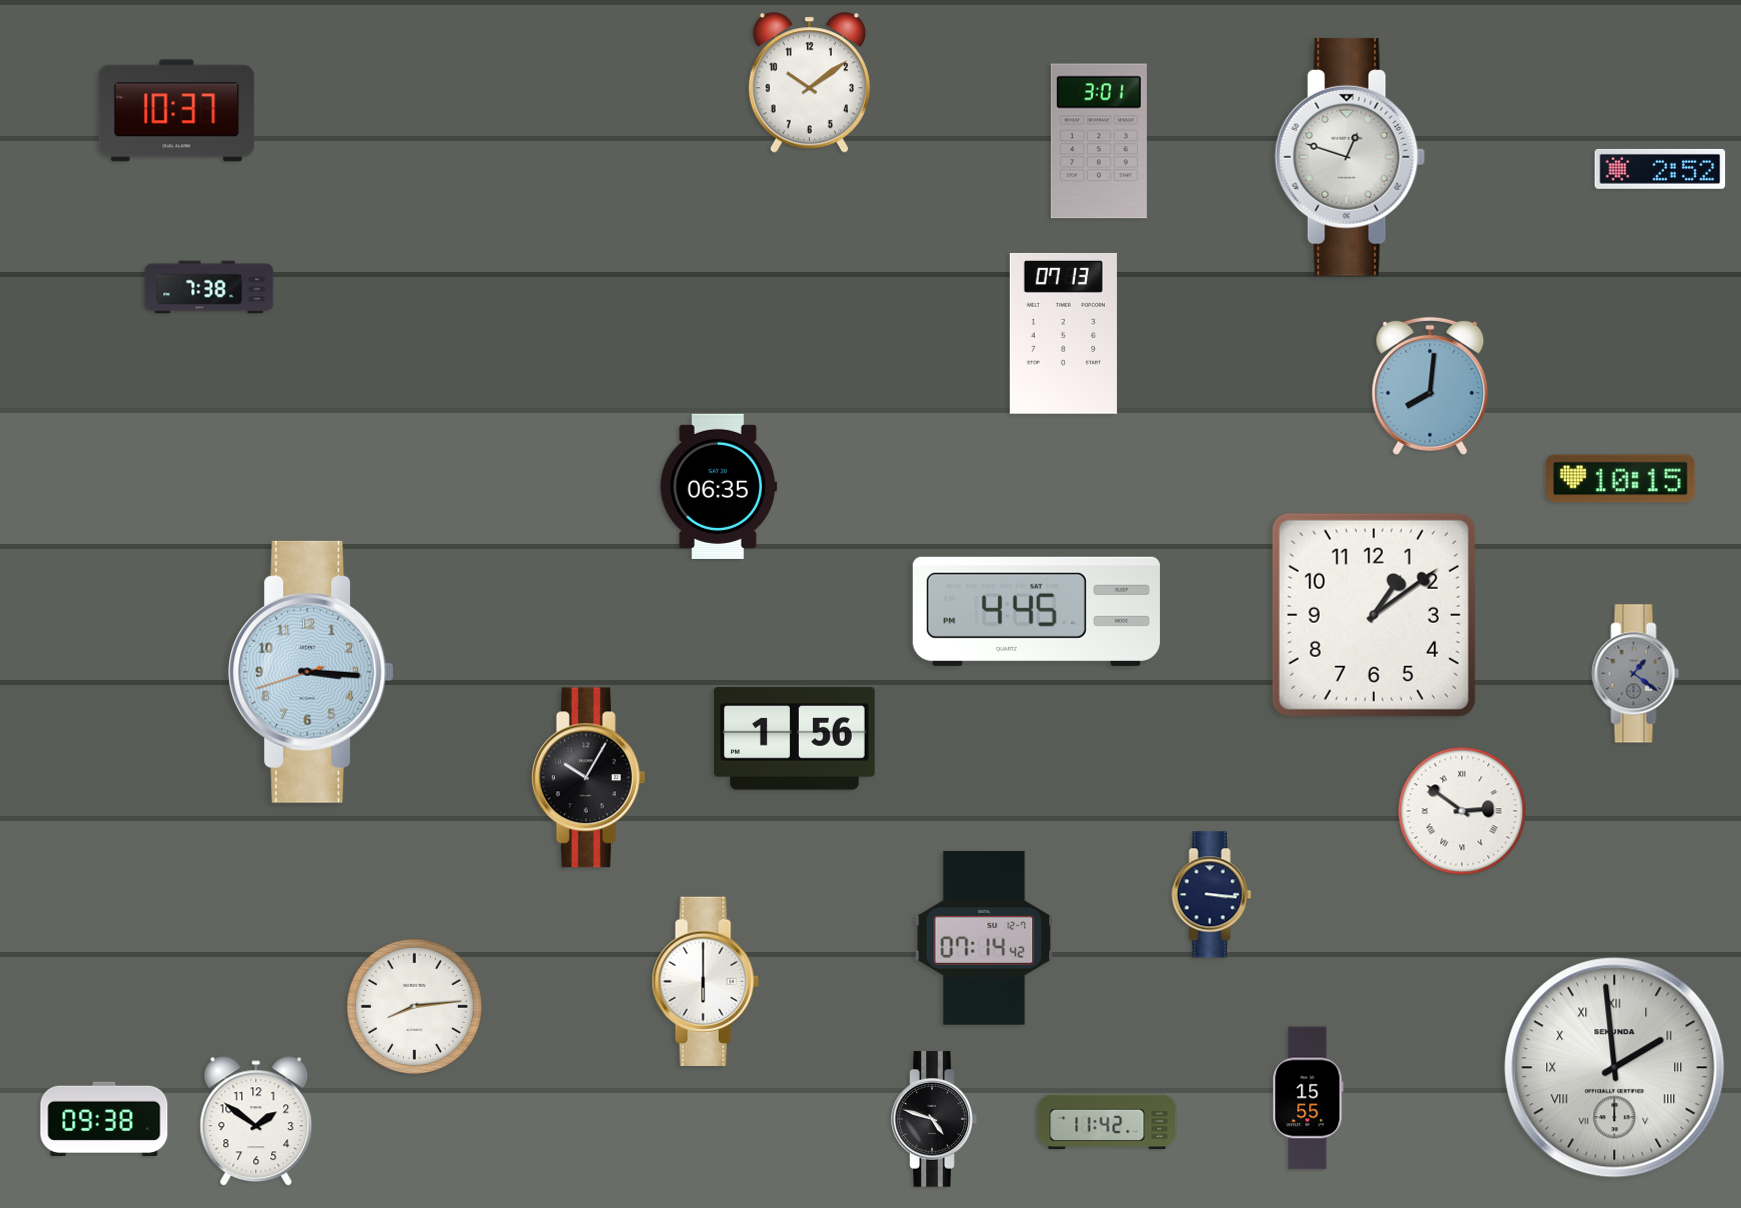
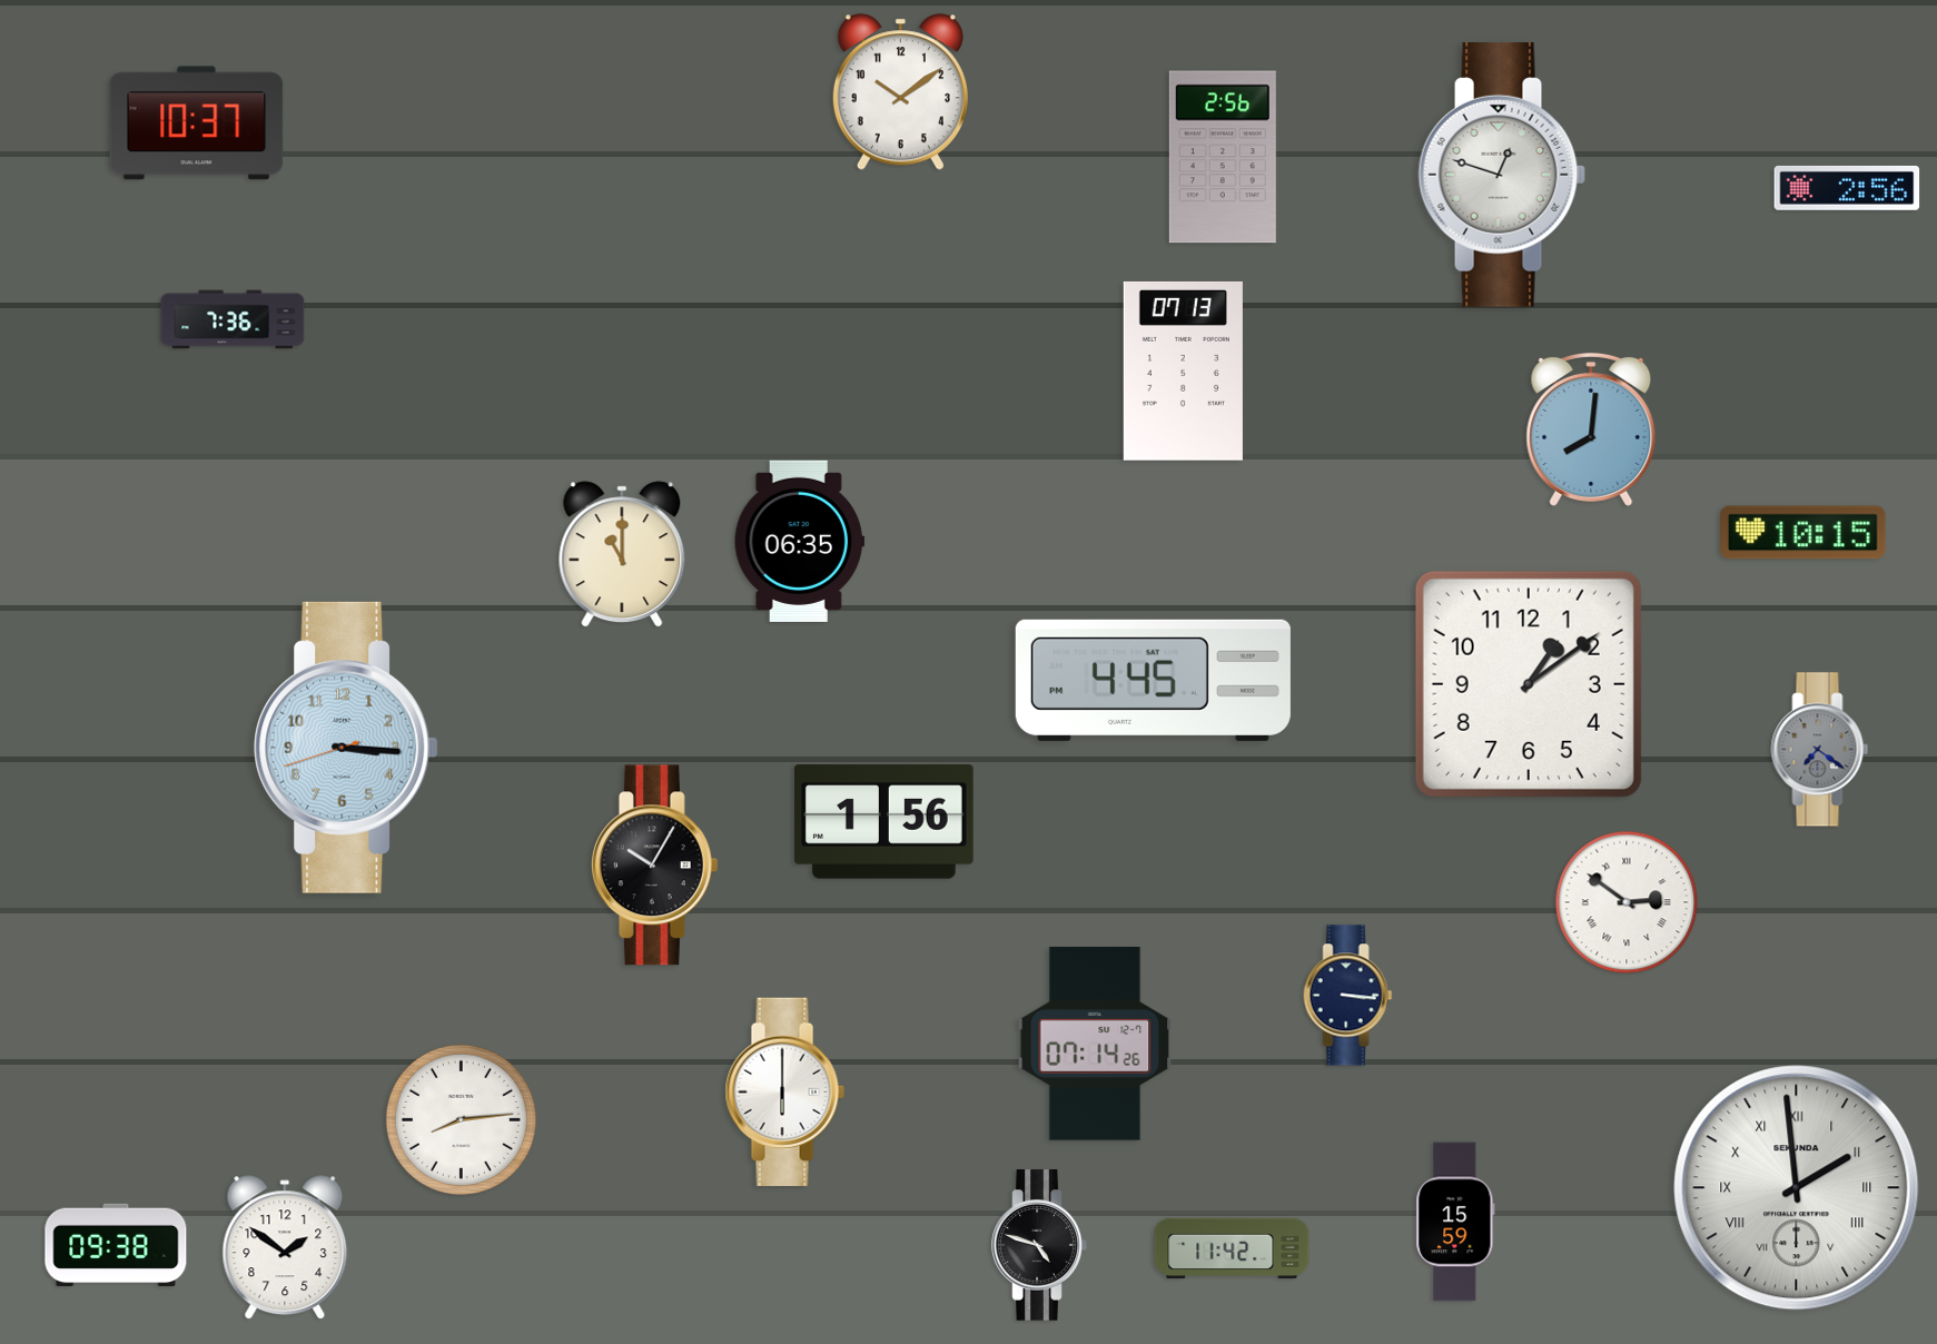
clock at (1099, 141): 3:01 -> 2:56
clock at (1660, 169): 2:52 -> 2:56
clock at (209, 287): 7:38 -> 7:36
clock at (622, 554): none -> 11:00
clock at (1636, 674): 1:21 -> 7:21
clock at (984, 938): 07:14:42 -> 07:14:26
clock at (1308, 1098): 15:55 -> 15:59
